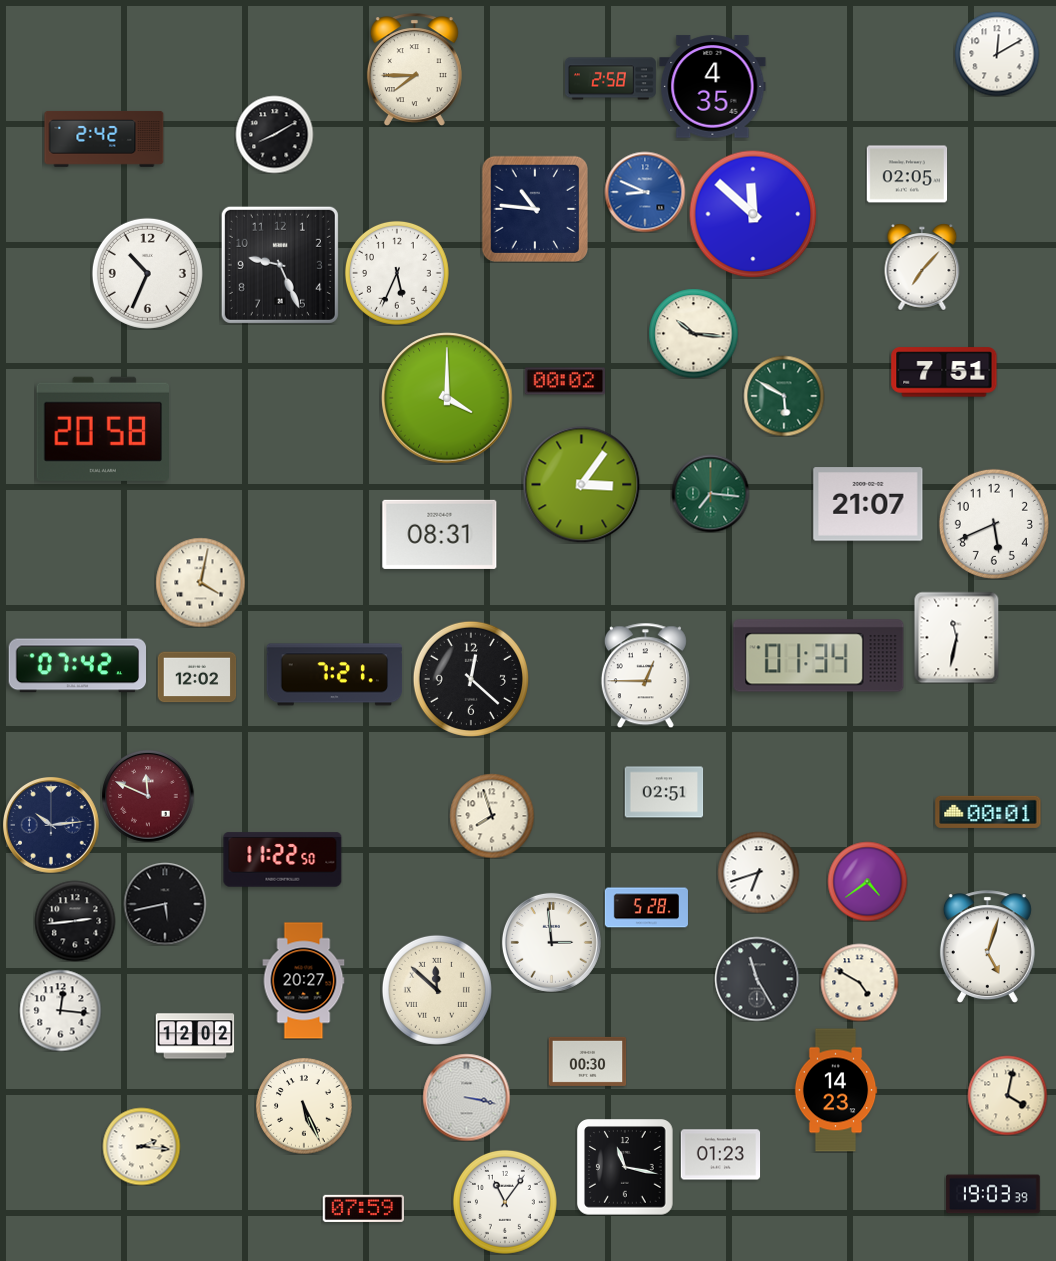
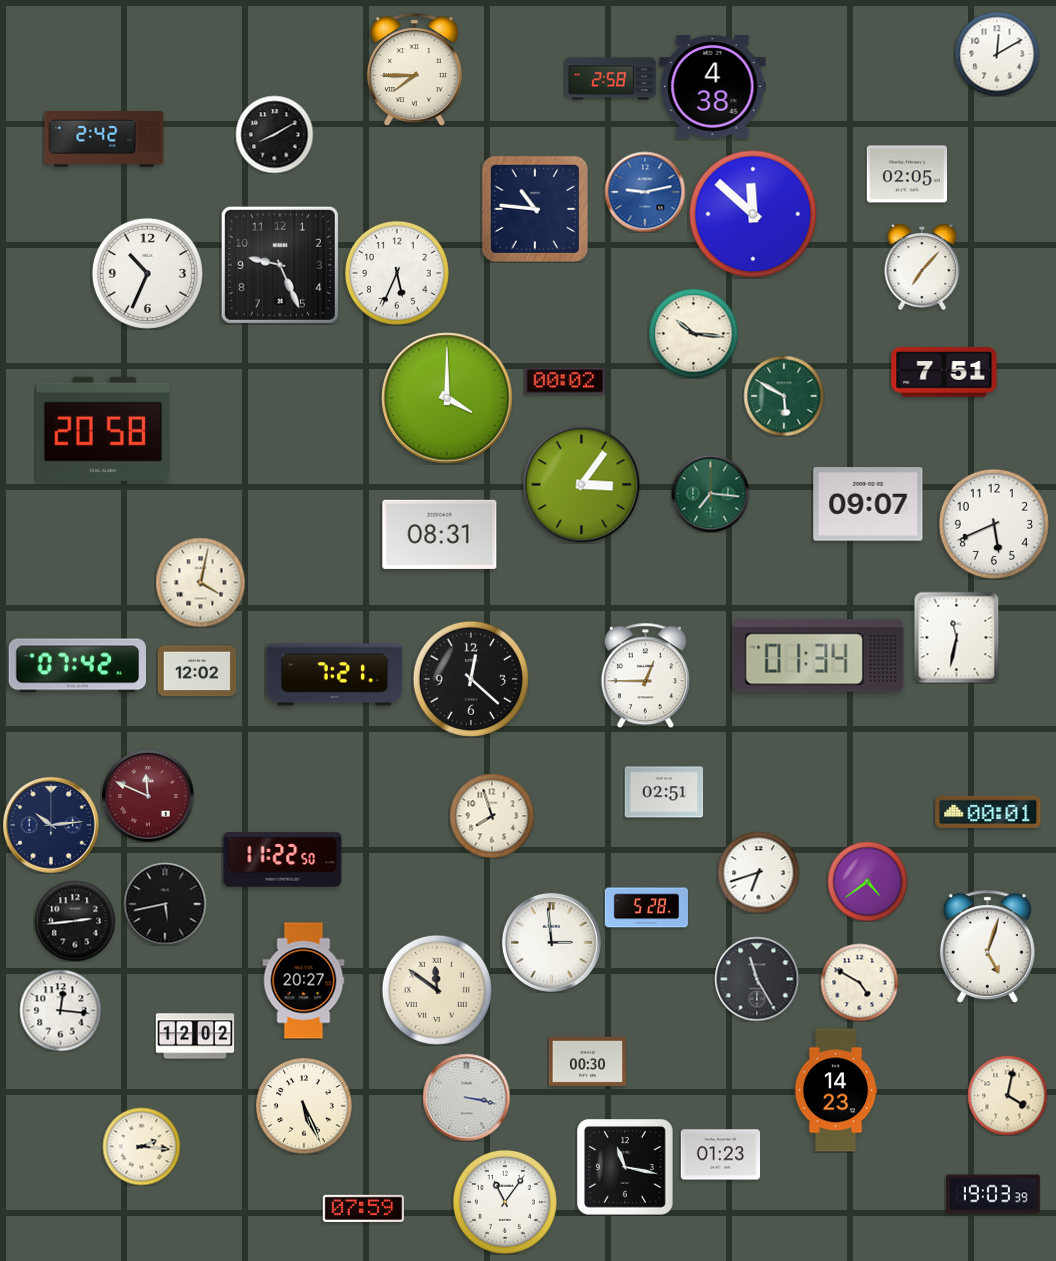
clock at (713, 87): 4:35 -> 4:38
clock at (645, 192): 8:49 -> 9:13
clock at (868, 504): 21:07 -> 09:07
clock at (197, 677) position: (197, 677) -> (197, 671)
clock at (437, 990): 11:52 -> 11:51
